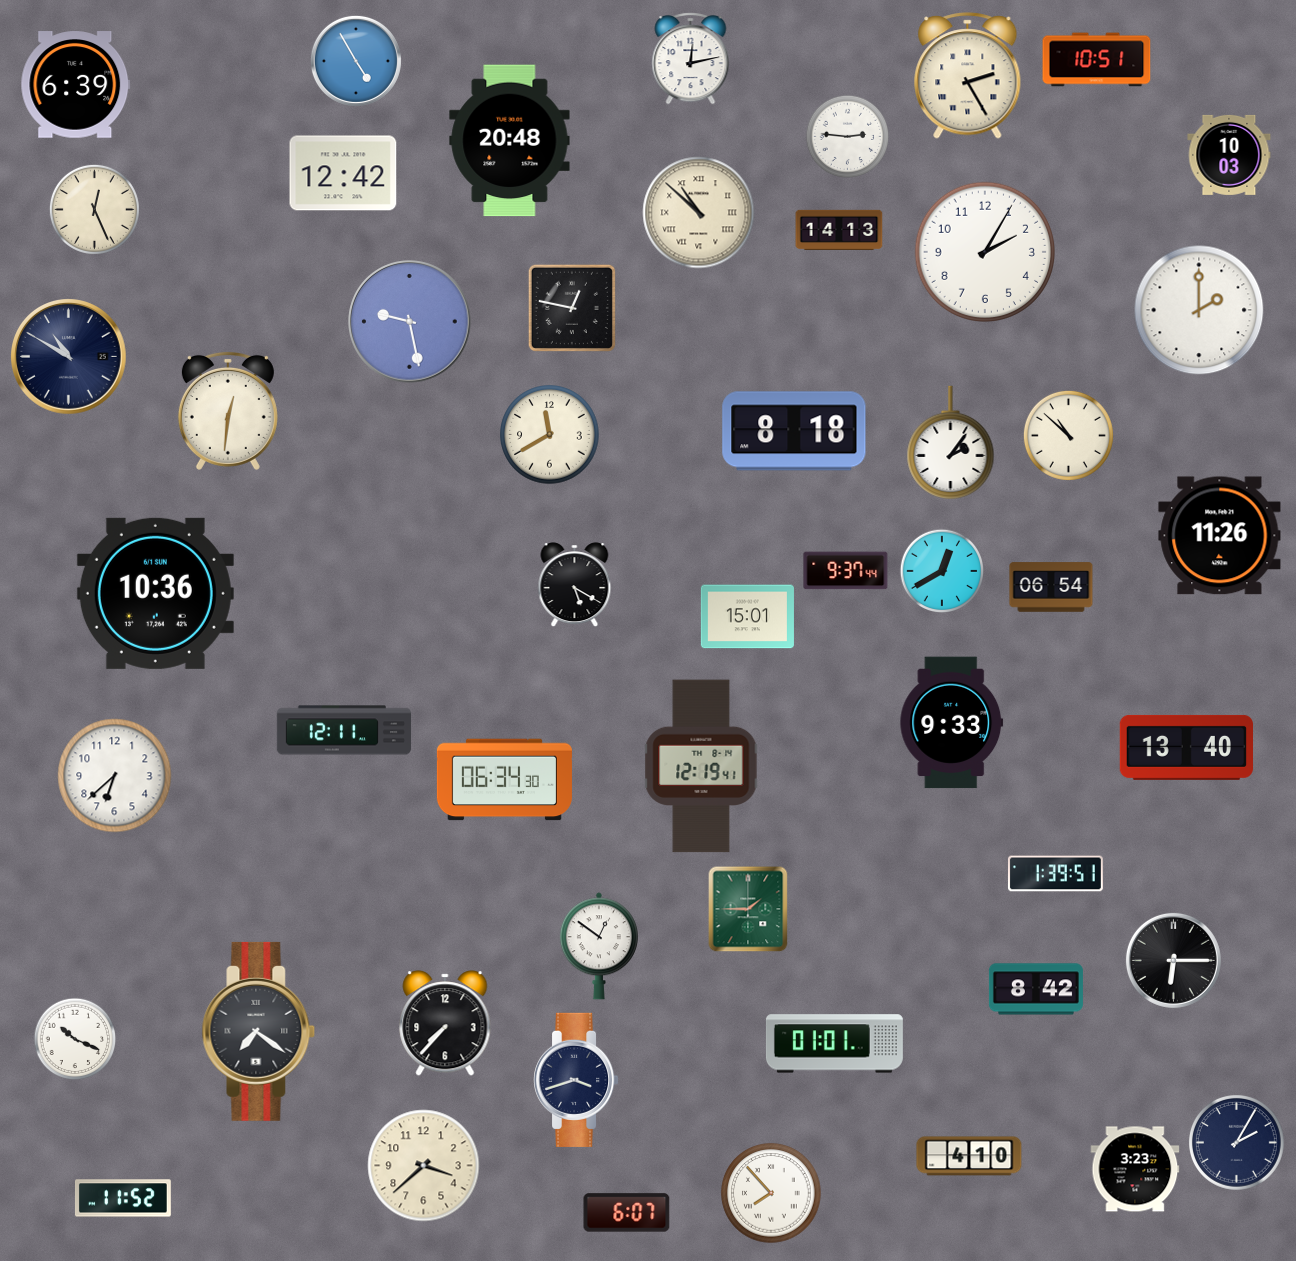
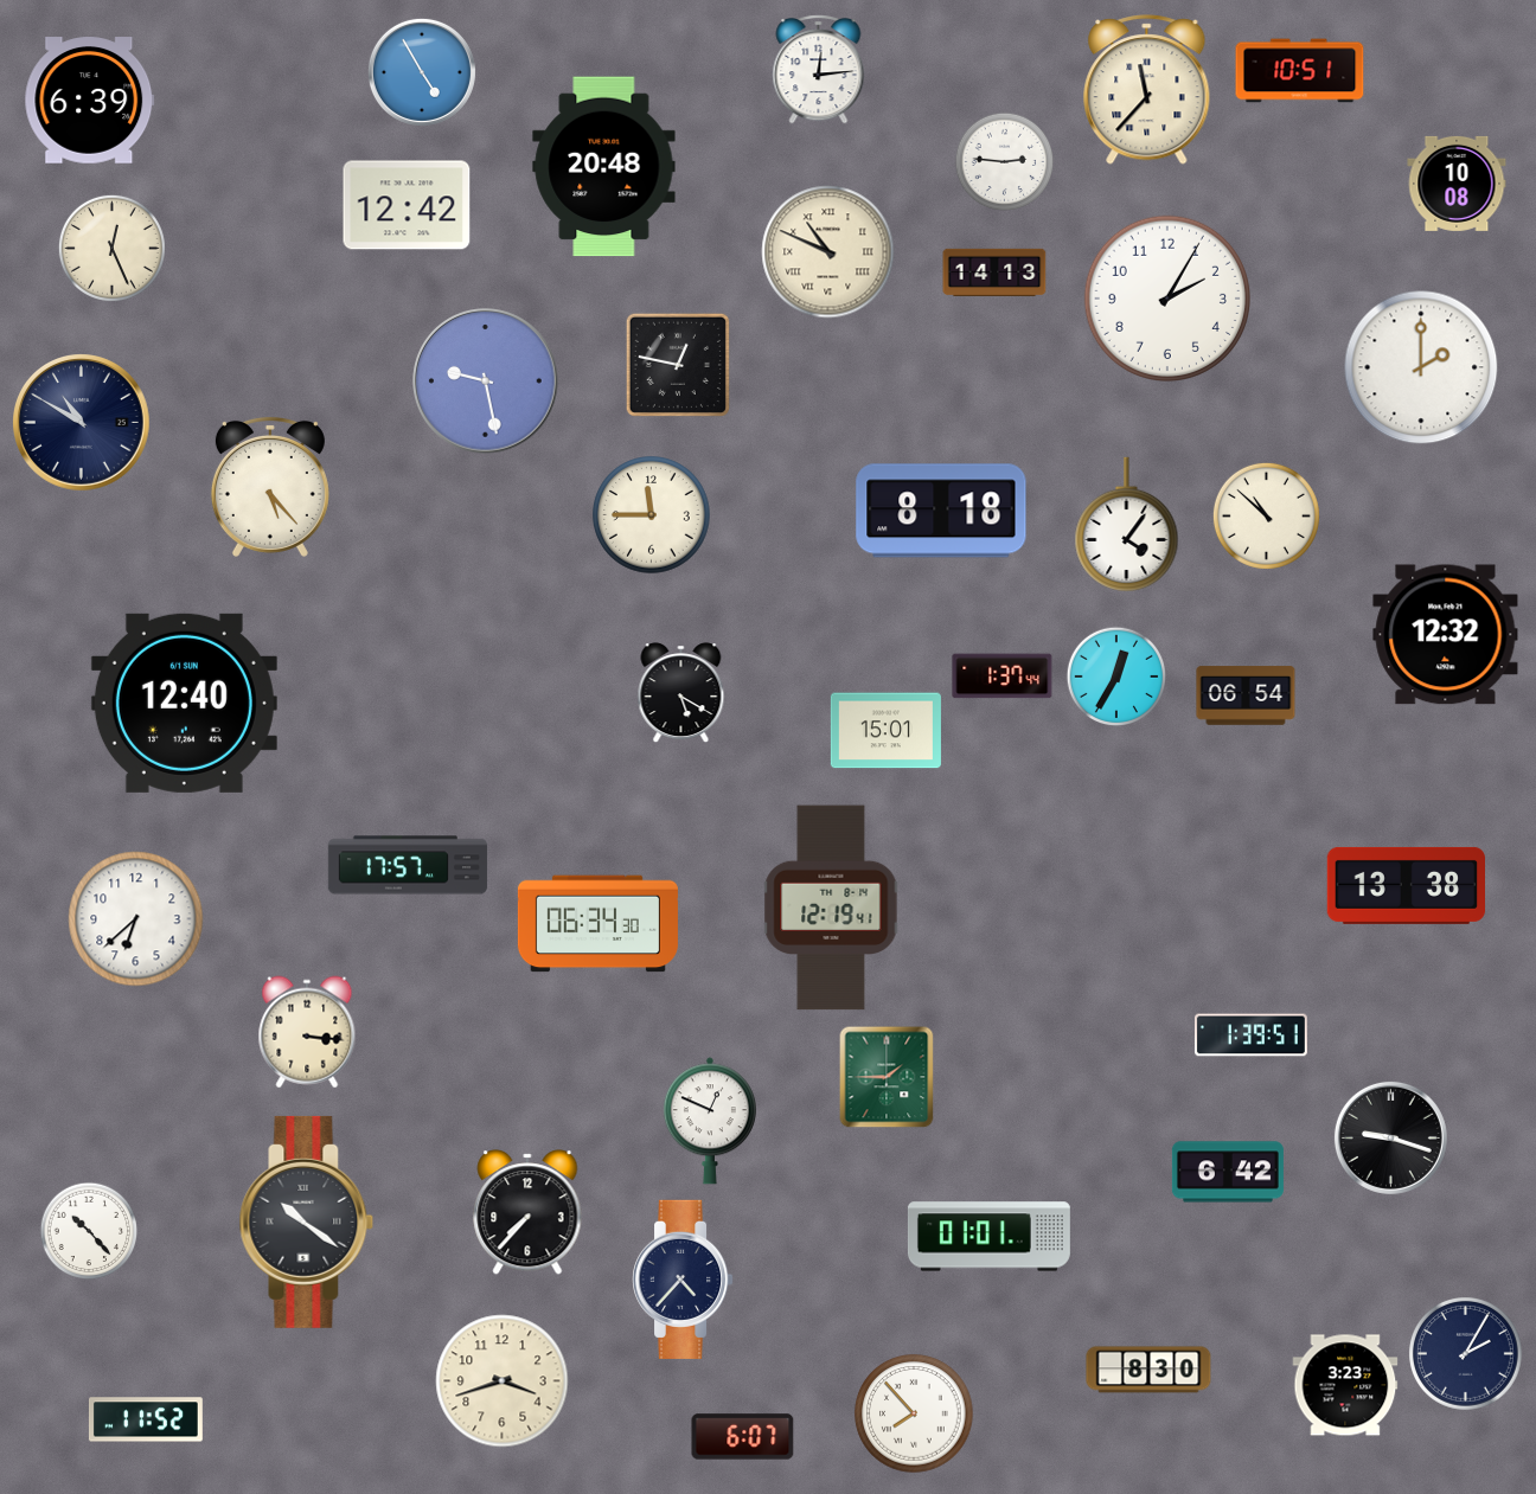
clock at (691, 59): 12:13 -> 12:14
clock at (968, 76): 2:25 -> 11:37
clock at (1229, 155): 10:03 -> 10:08
clock at (699, 213): 10:52 -> 10:49
clock at (228, 411): 12:31 -> 5:23
clock at (550, 435): 11:40 -> 11:45
clock at (951, 442): 2:06 -> 4:06
clock at (1220, 536): 11:26 -> 12:32
clock at (846, 571): 9:37 -> 1:37
clock at (942, 571): 12:40 -> 12:35
clock at (155, 593): 10:36 -> 12:40
clock at (952, 723): 9:33 -> none
clock at (344, 730): 12:11 -> 17:57
clock at (1186, 747): 13:40 -> 13:38
clock at (307, 1032): none -> 3:16
clock at (599, 946): 12:51 -> 12:49
clock at (1173, 960): 6:15 -> 9:18
clock at (1036, 989): 8:42 -> 6:42
clock at (259, 1031): 7:21 -> 10:21
clock at (75, 1039): 10:19 -> 10:23
clock at (577, 1080): 3:42 -> 4:37
clock at (969, 1156): 4:10 -> 8:30
clock at (424, 1166): 3:38 -> 3:42
